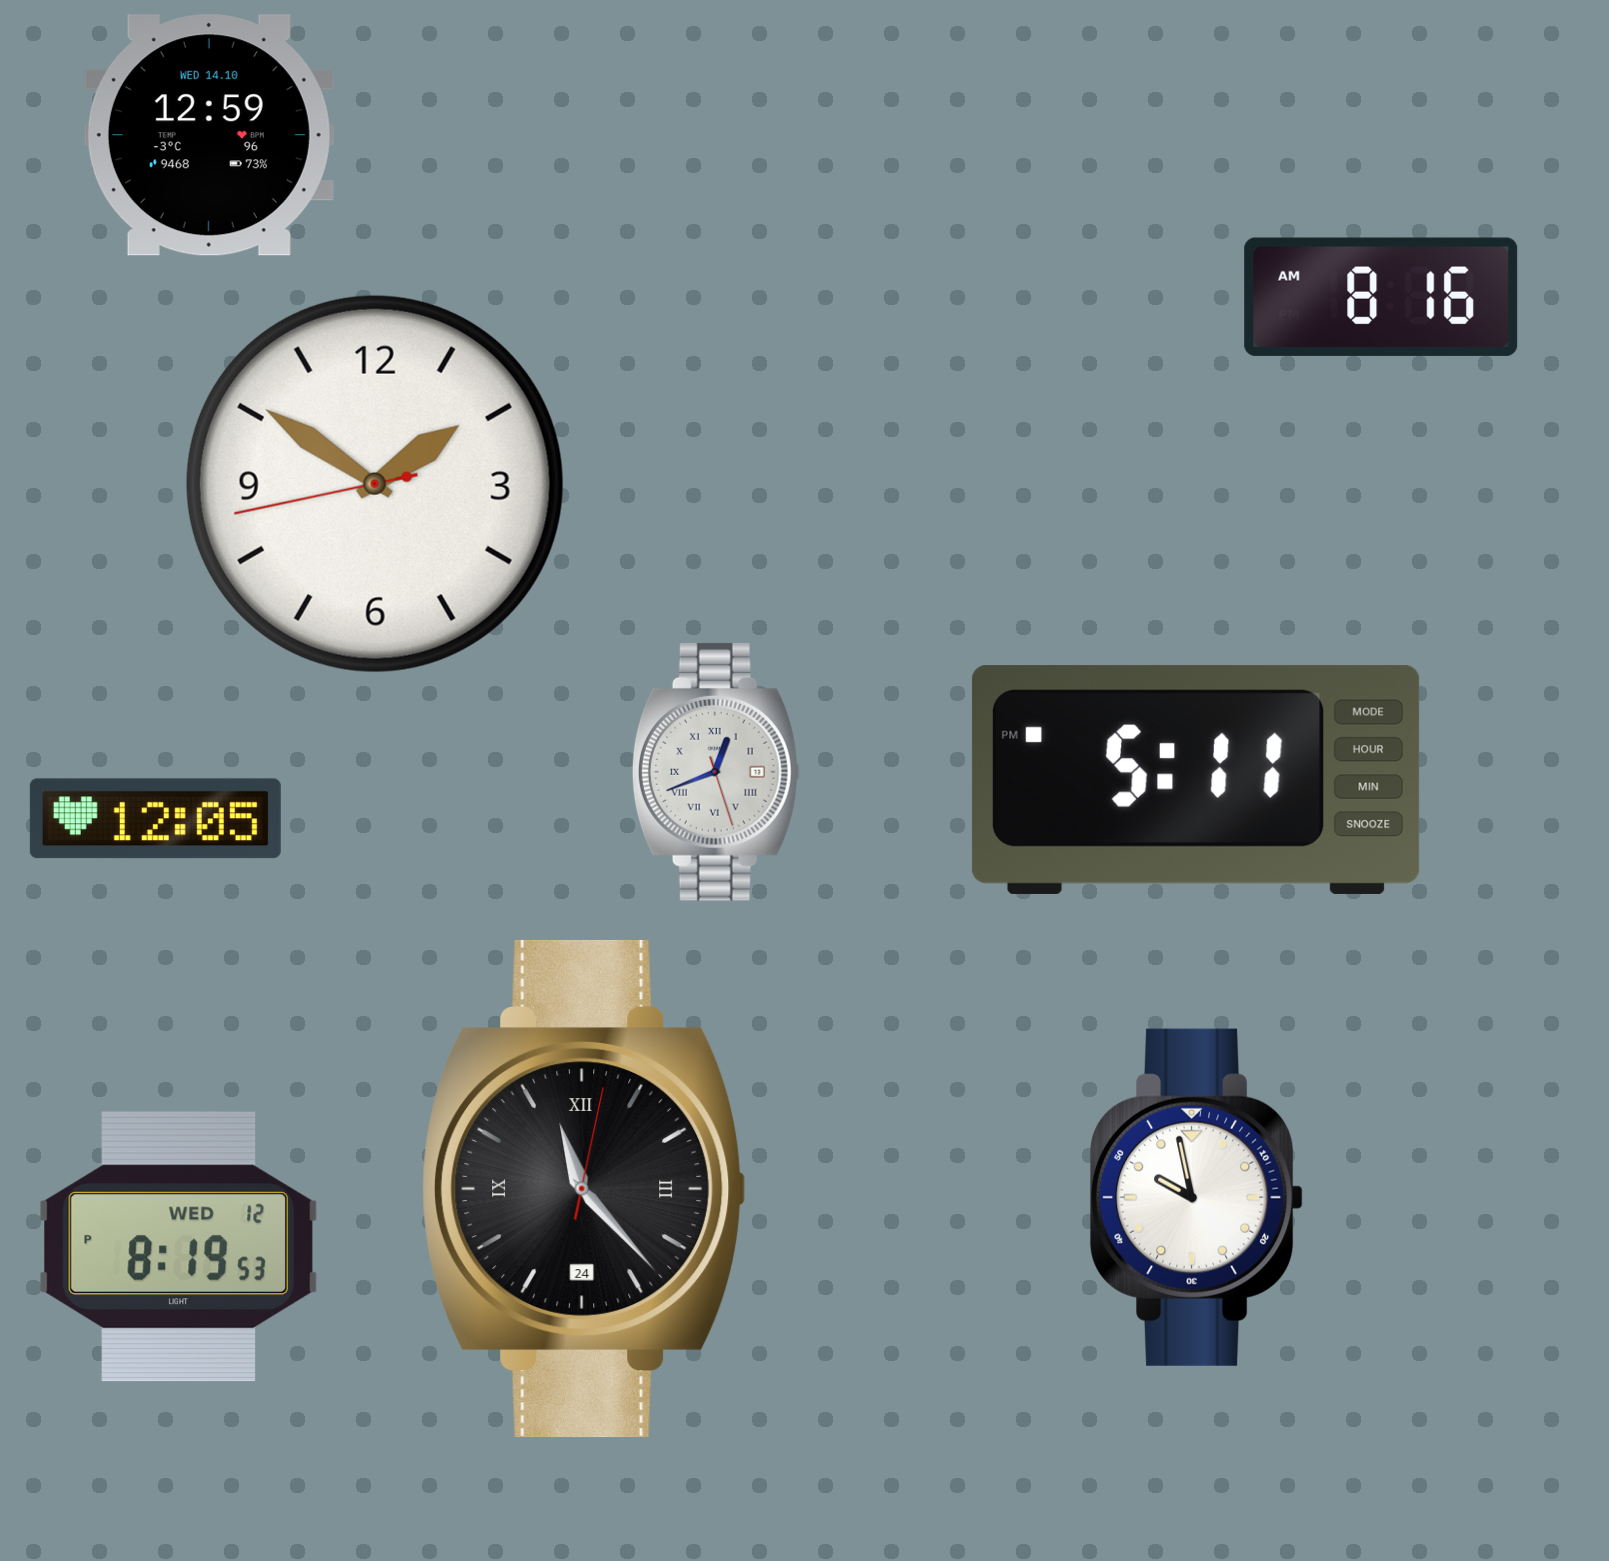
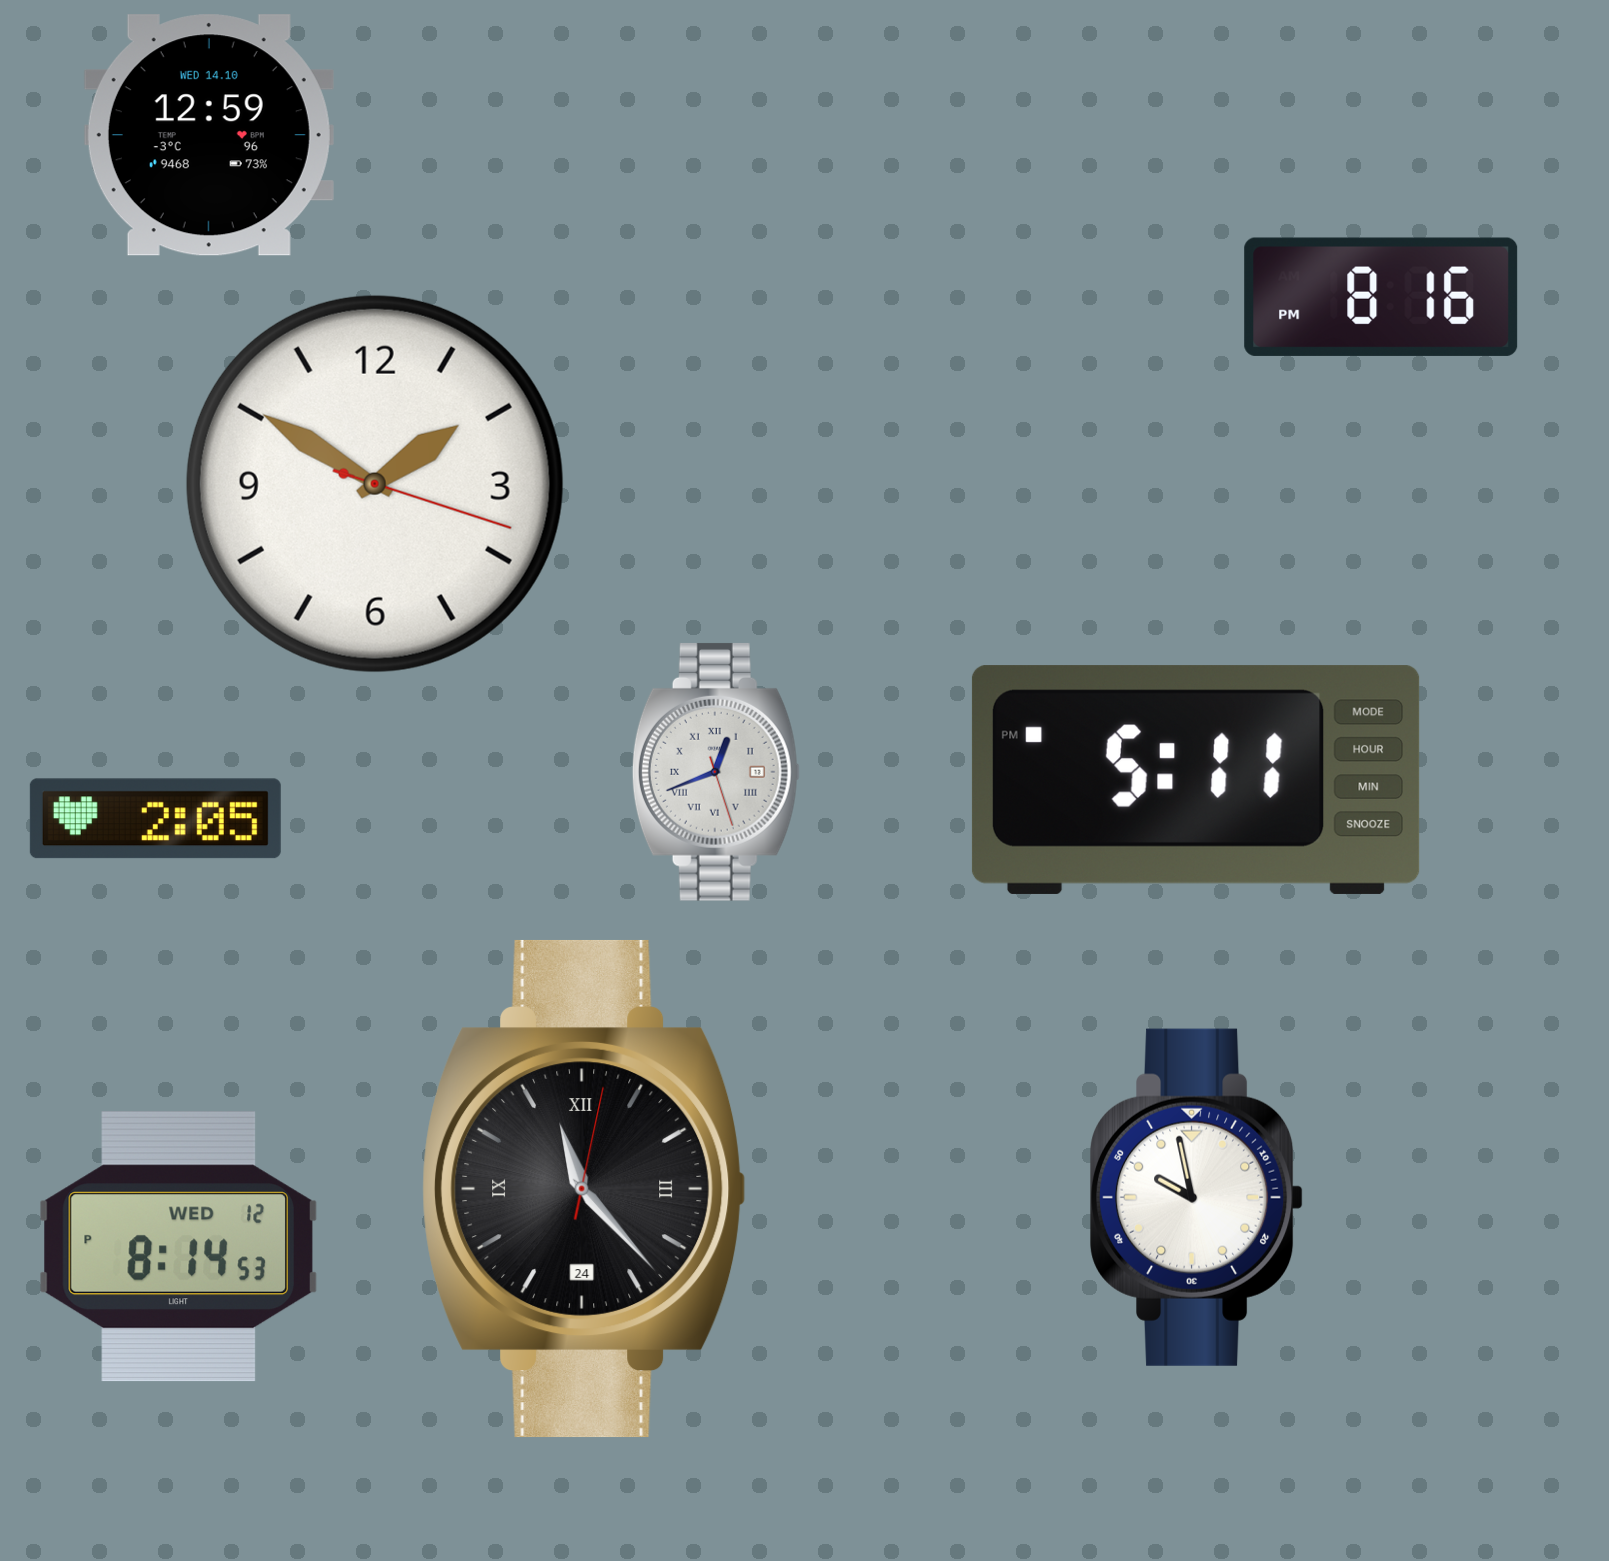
clock at (1381, 297): 8:16 AM -> 8:16 PM
clock at (375, 484): 1:50:43 -> 1:50:18
clock at (155, 819): 12:05 -> 2:05
clock at (178, 1247): 8:19 -> 8:14
